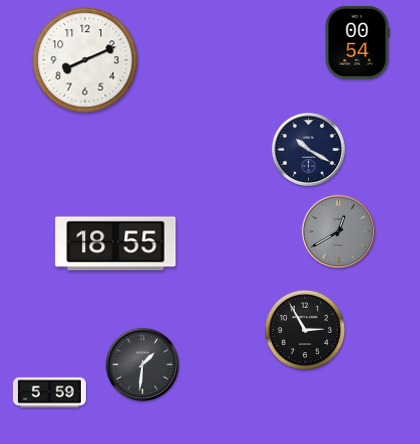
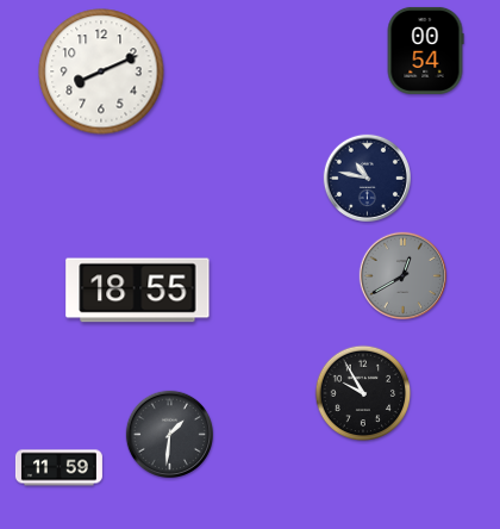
clock at (308, 149): 10:20 -> 10:47
clock at (305, 330): 2:55 -> 9:55
clock at (49, 393): 5:59 -> 11:59
